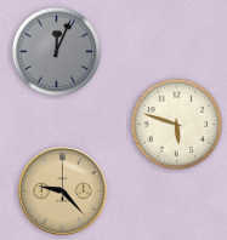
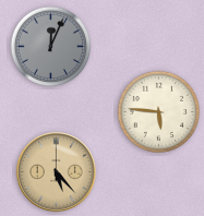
clock at (176, 124): 5:48 -> 5:46
clock at (63, 192): 9:23 -> 5:23
